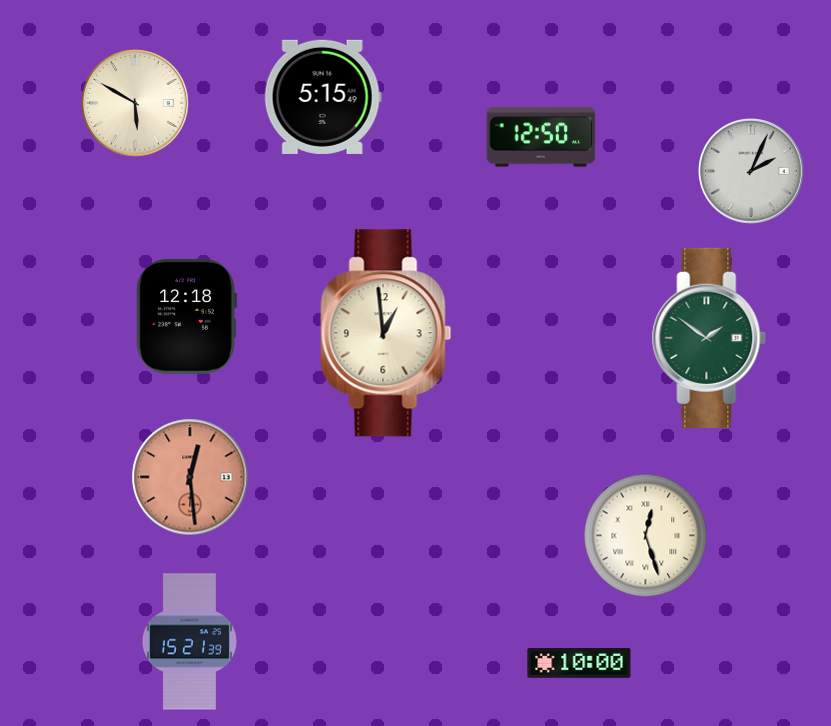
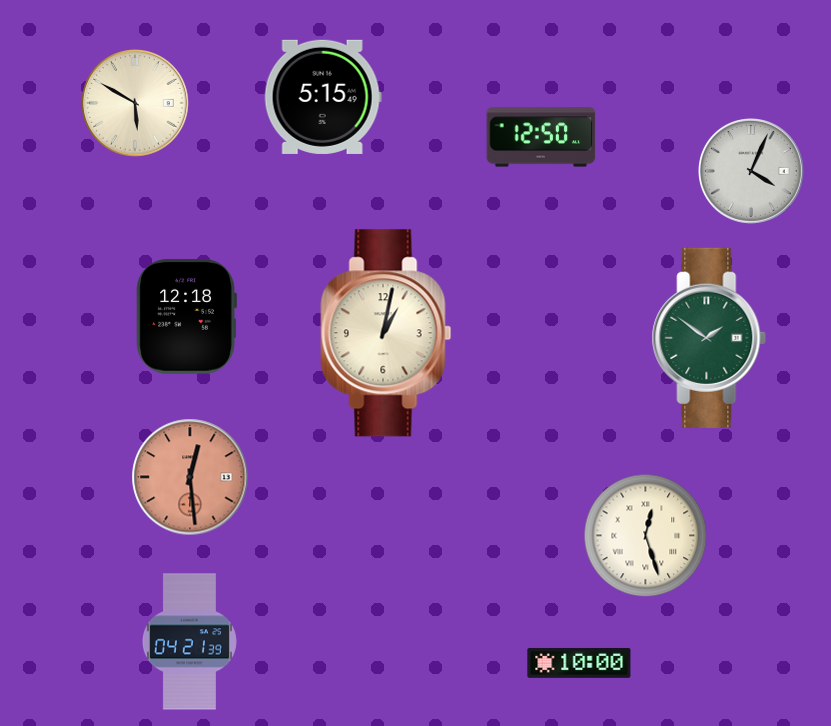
clock at (752, 172): 2:04 -> 4:04
clock at (386, 333): 12:59 -> 1:02
clock at (189, 642): 15:21 -> 04:21
